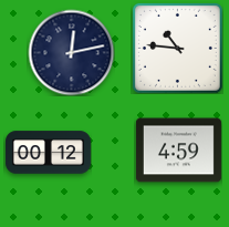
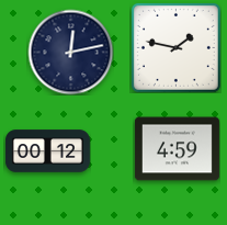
clock at (177, 48): 10:46 -> 1:47
